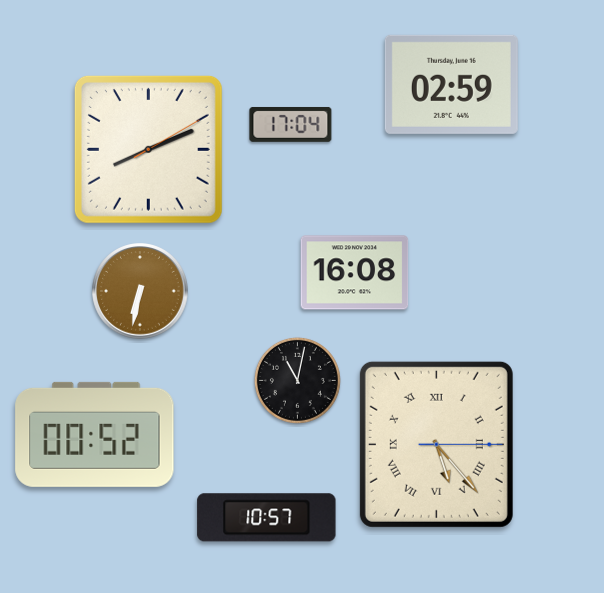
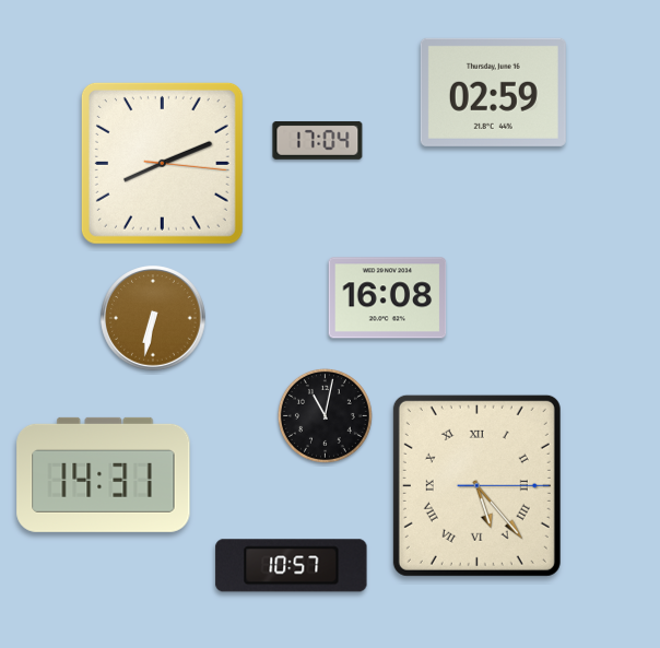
clock at (291, 124) position: (291, 124) -> (318, 140)
clock at (148, 149): 8:11:10 -> 8:11:16
clock at (95, 434): 00:52 -> 14:31
